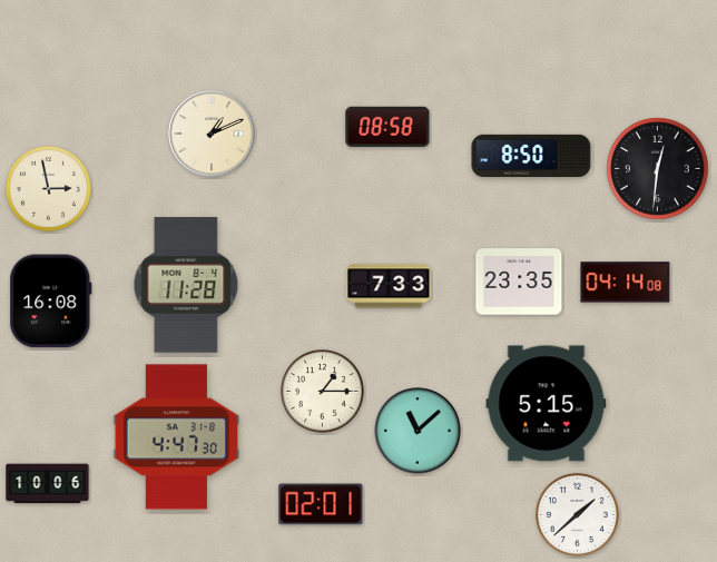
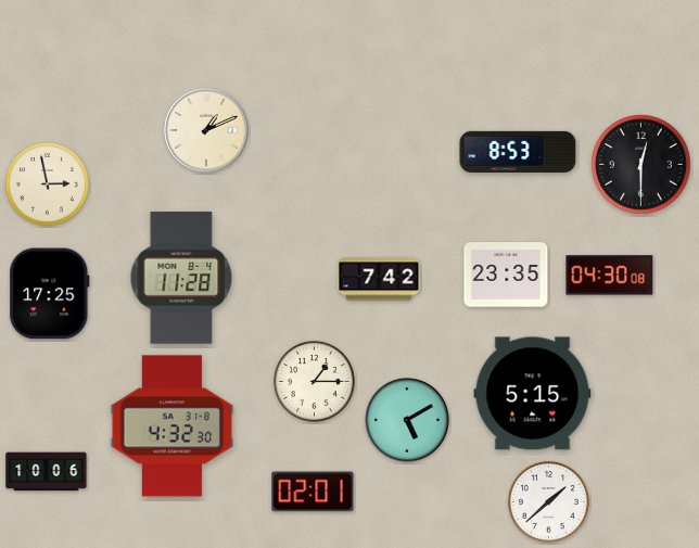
clock at (387, 126): 08:58 -> none
clock at (531, 155): 8:50 -> 8:53
clock at (658, 169): 12:31 -> 12:30
clock at (626, 283): 04:14 -> 04:30
clock at (389, 286): 7:33 -> 7:42
clock at (51, 302): 16:08 -> 17:25
clock at (418, 431): 11:08 -> 5:10
clock at (177, 437): 4:47 -> 4:32
clock at (577, 514) position: (577, 514) -> (548, 501)
